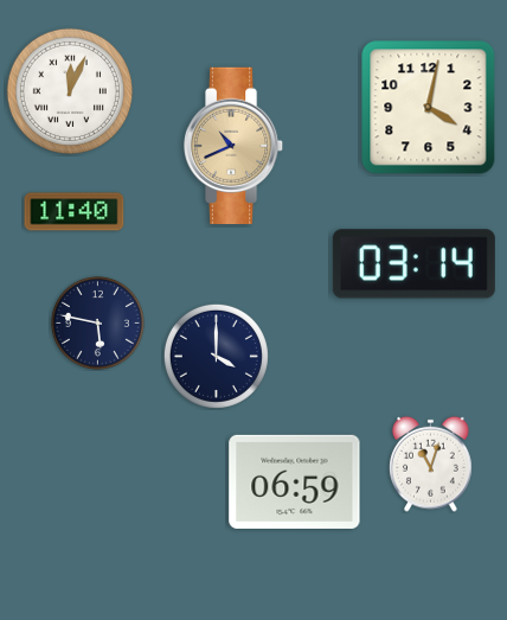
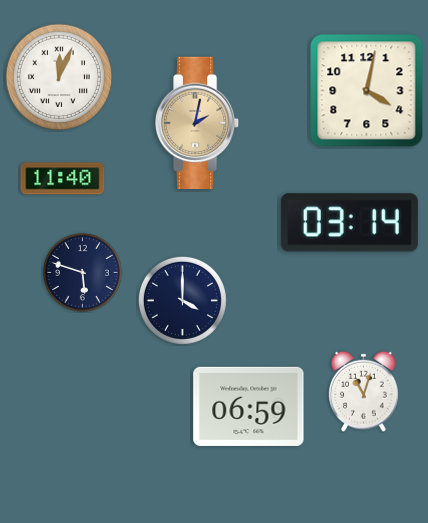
clock at (429, 108) position: (429, 108) -> (367, 91)
clock at (233, 145): 10:41 -> 2:02
clock at (97, 322): 5:47 -> 5:48
